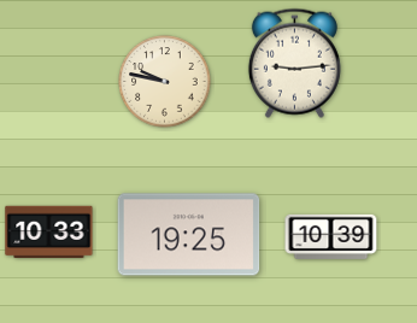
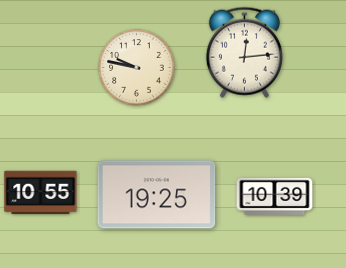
clock at (294, 63): 9:14 -> 12:14
clock at (49, 233): 10:33 -> 10:55
